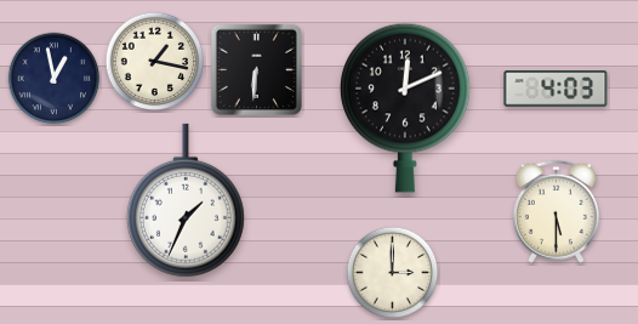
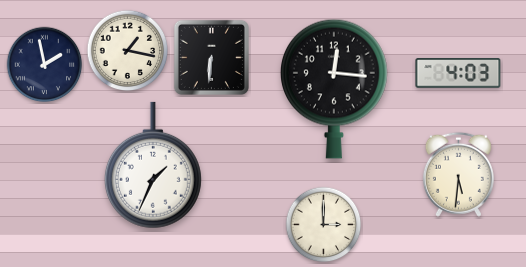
clock at (55, 79): 12:58 -> 1:58
clock at (405, 108): 12:11 -> 12:16
clock at (556, 211): 5:30 -> 5:31
